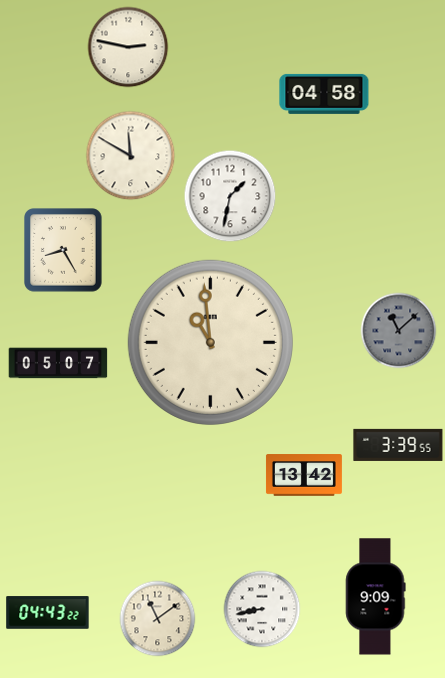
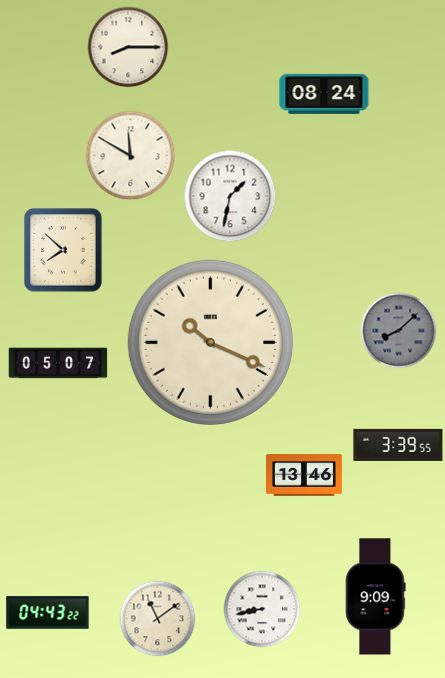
clock at (128, 47): 2:47 -> 8:15
clock at (324, 94): 04:58 -> 08:24
clock at (63, 250): 8:25 -> 7:52
clock at (399, 331): 11:08 -> 8:08
clock at (210, 342): 10:59 -> 10:19
clock at (304, 475): 13:42 -> 13:46
